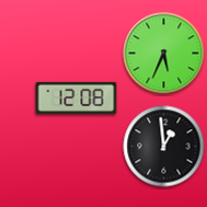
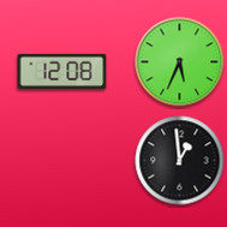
clock at (164, 54) position: (164, 54) -> (180, 62)
clock at (77, 97) position: (77, 97) -> (62, 71)
